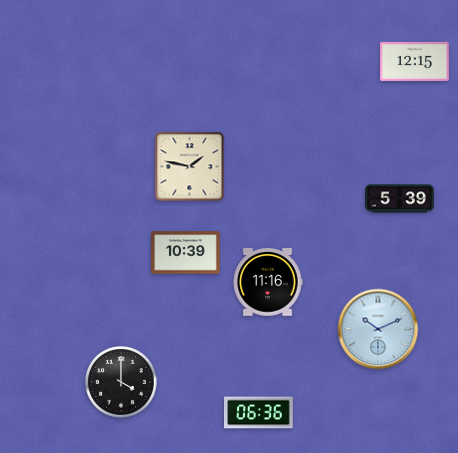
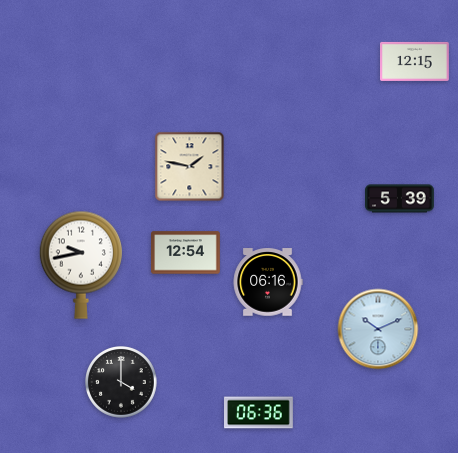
clock at (186, 253): 10:39 -> 12:54
clock at (81, 265): none -> 9:43
clock at (268, 282): 11:16 -> 06:16
